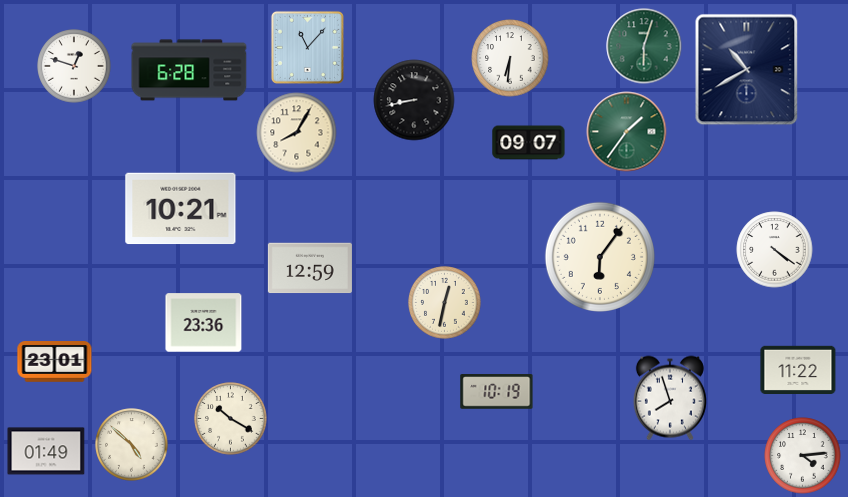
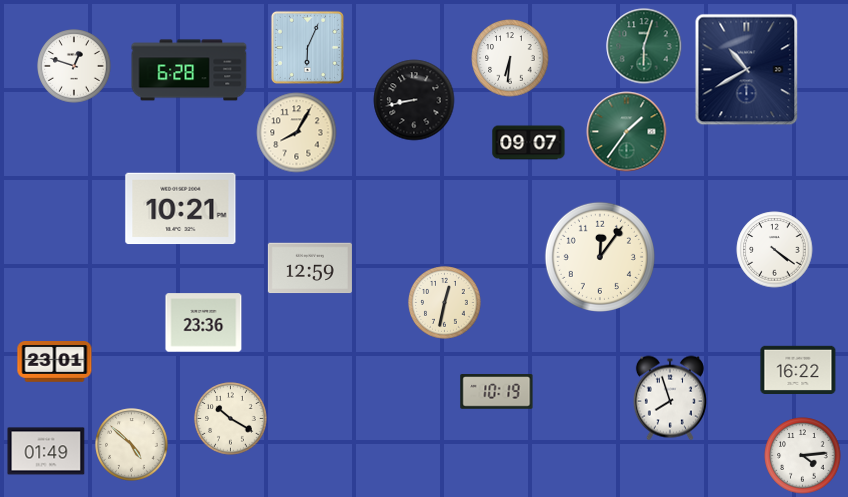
clock at (307, 47): 11:07 -> 6:04
clock at (600, 257): 6:06 -> 12:06
clock at (798, 369): 11:22 -> 16:22
